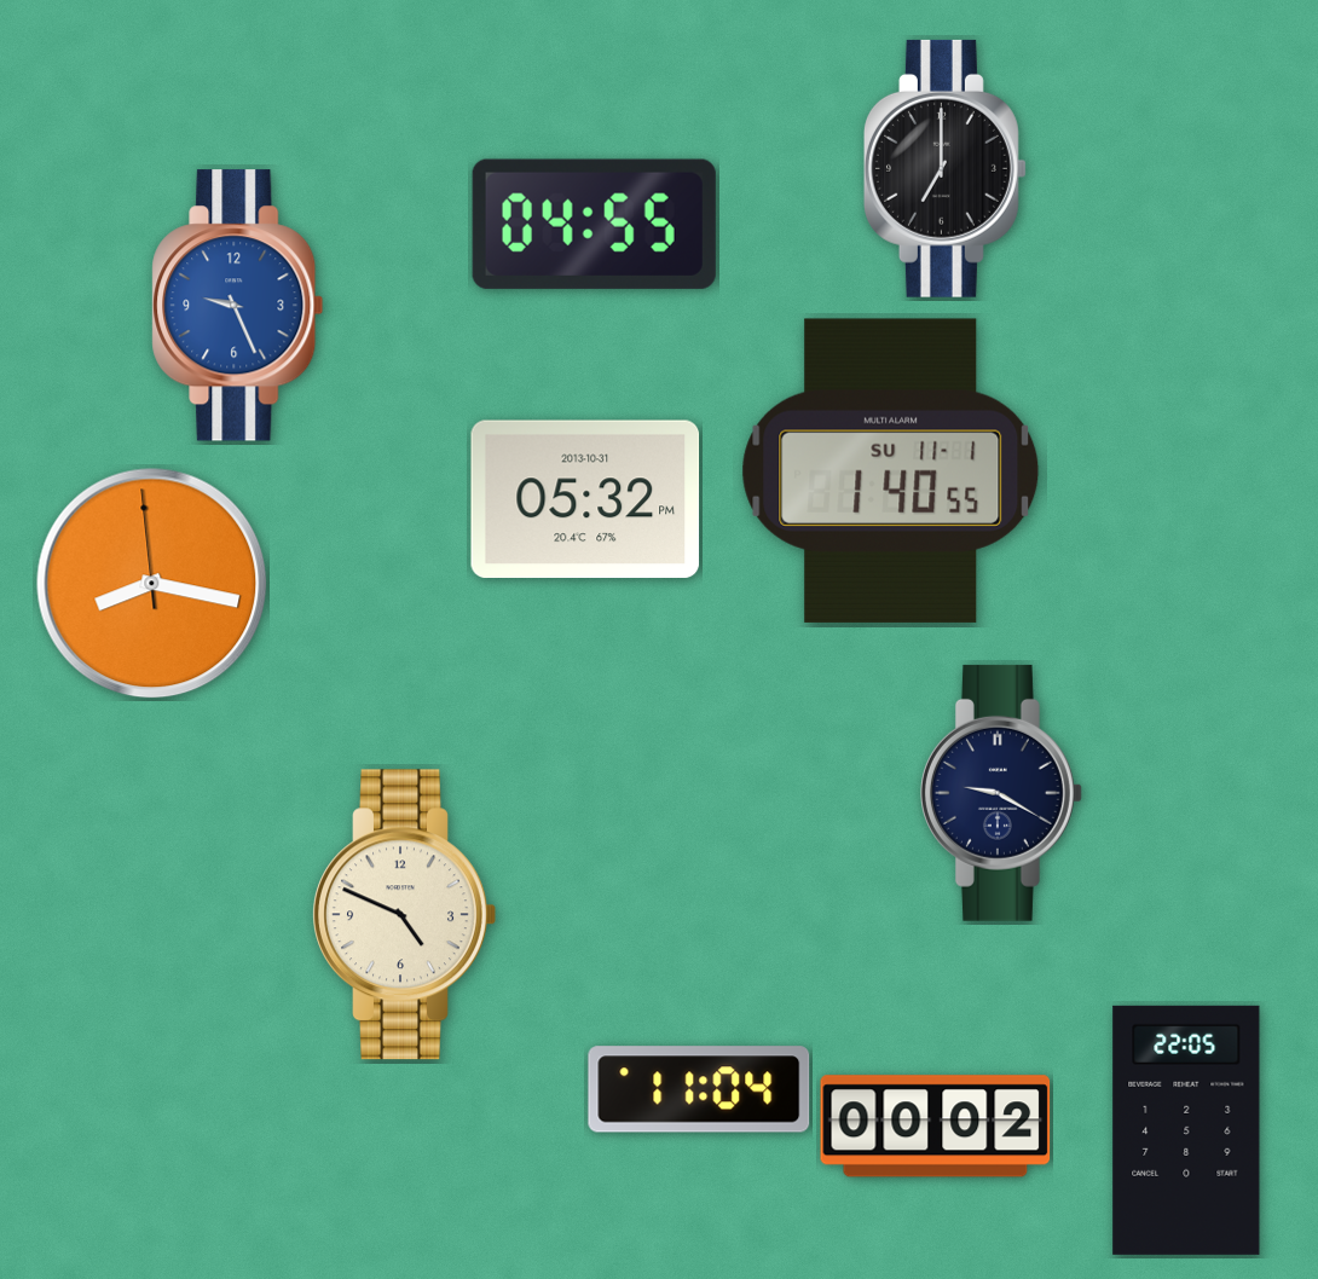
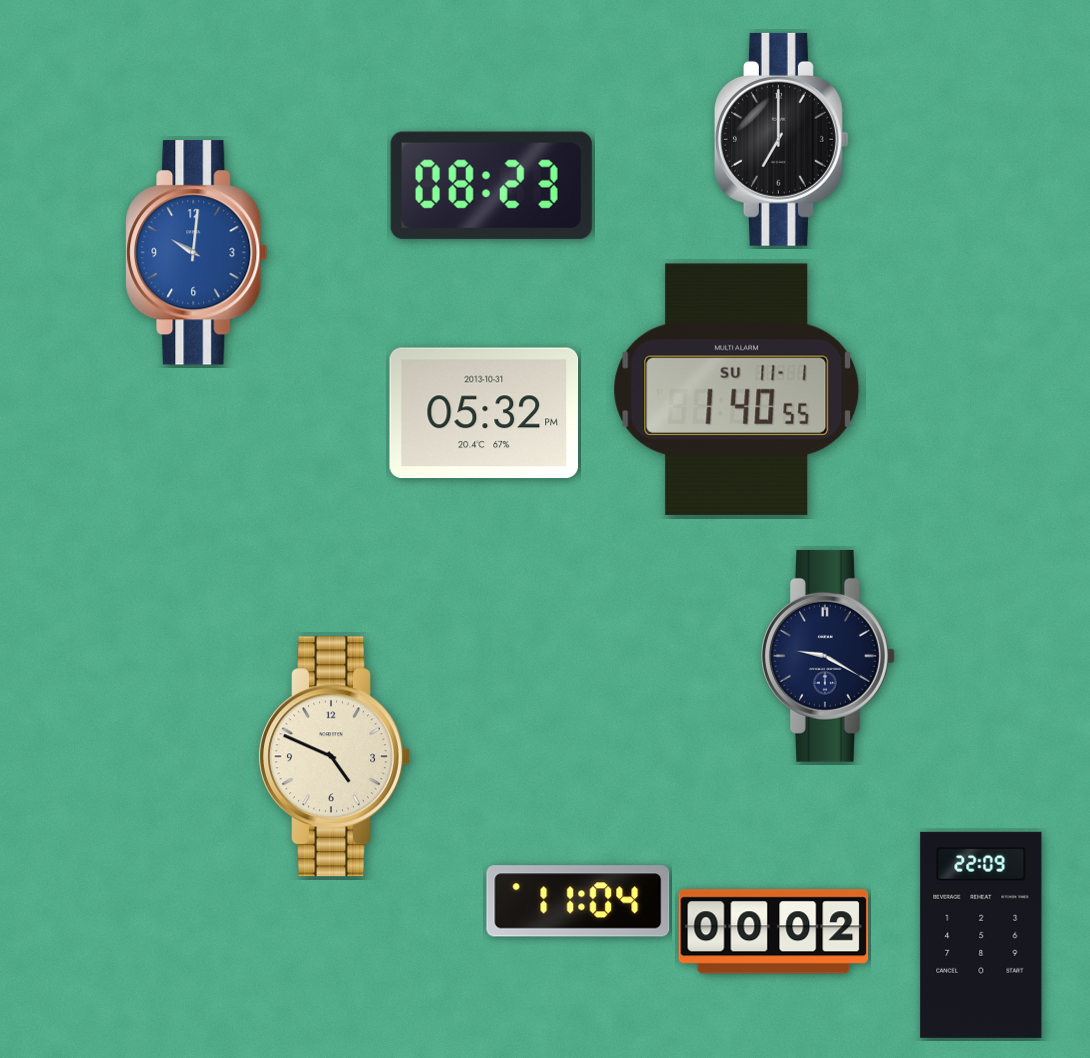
clock at (594, 224): 04:55 -> 08:23
clock at (238, 306): 9:26 -> 10:01
clock at (152, 584): 8:16 -> none
clock at (1186, 1130): 22:05 -> 22:09
